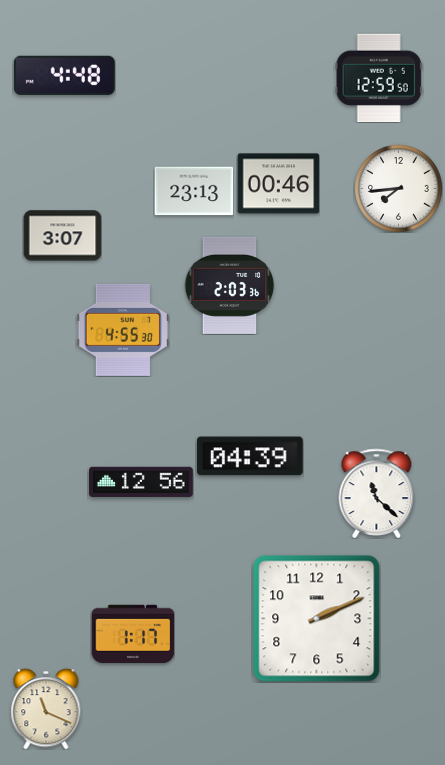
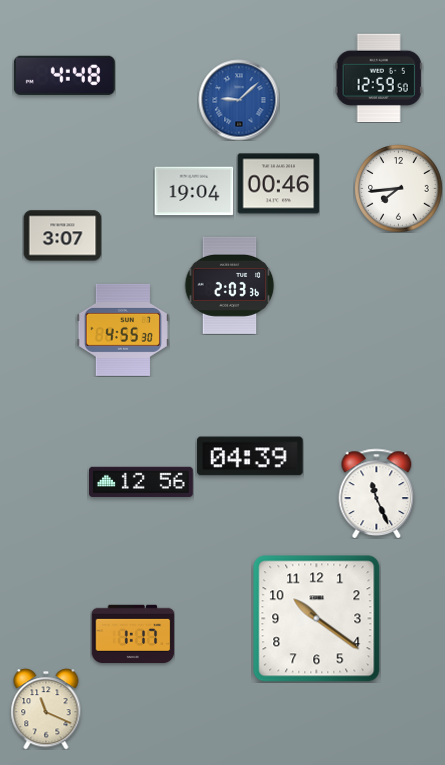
clock at (239, 100): none -> 9:08
clock at (194, 191): 23:13 -> 19:04
clock at (377, 493): 11:22 -> 11:26
clock at (317, 619): 2:11 -> 10:21
